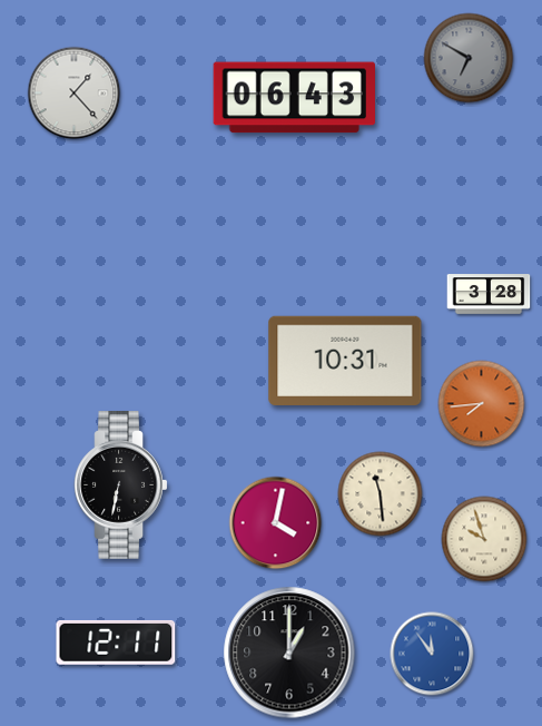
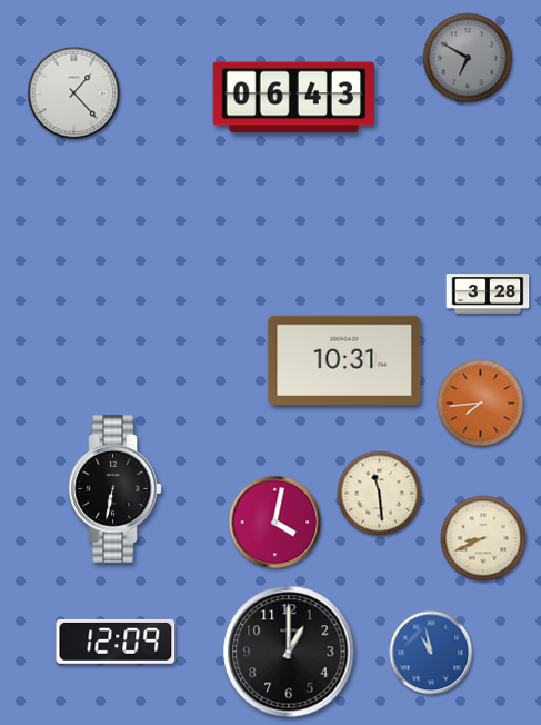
clock at (121, 485) position: (121, 485) -> (116, 489)
clock at (484, 539): 9:57 -> 8:41
clock at (116, 642): 12:11 -> 12:09
clock at (432, 654): 11:54 -> 10:58
